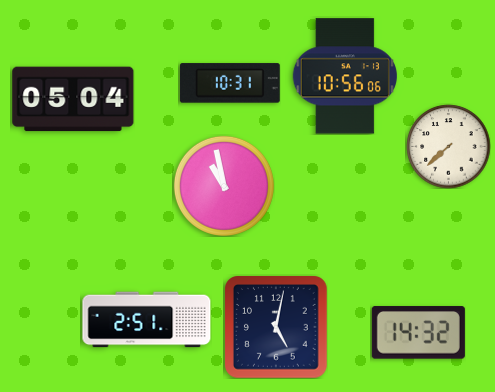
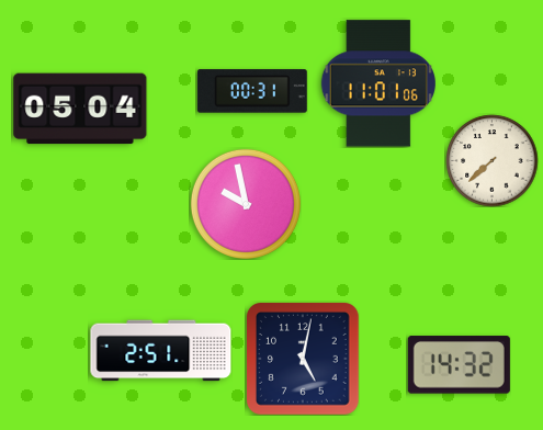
clock at (345, 76): 10:56 -> 11:01
clock at (230, 83): 10:31 -> 00:31
clock at (224, 186): 10:58 -> 9:58
